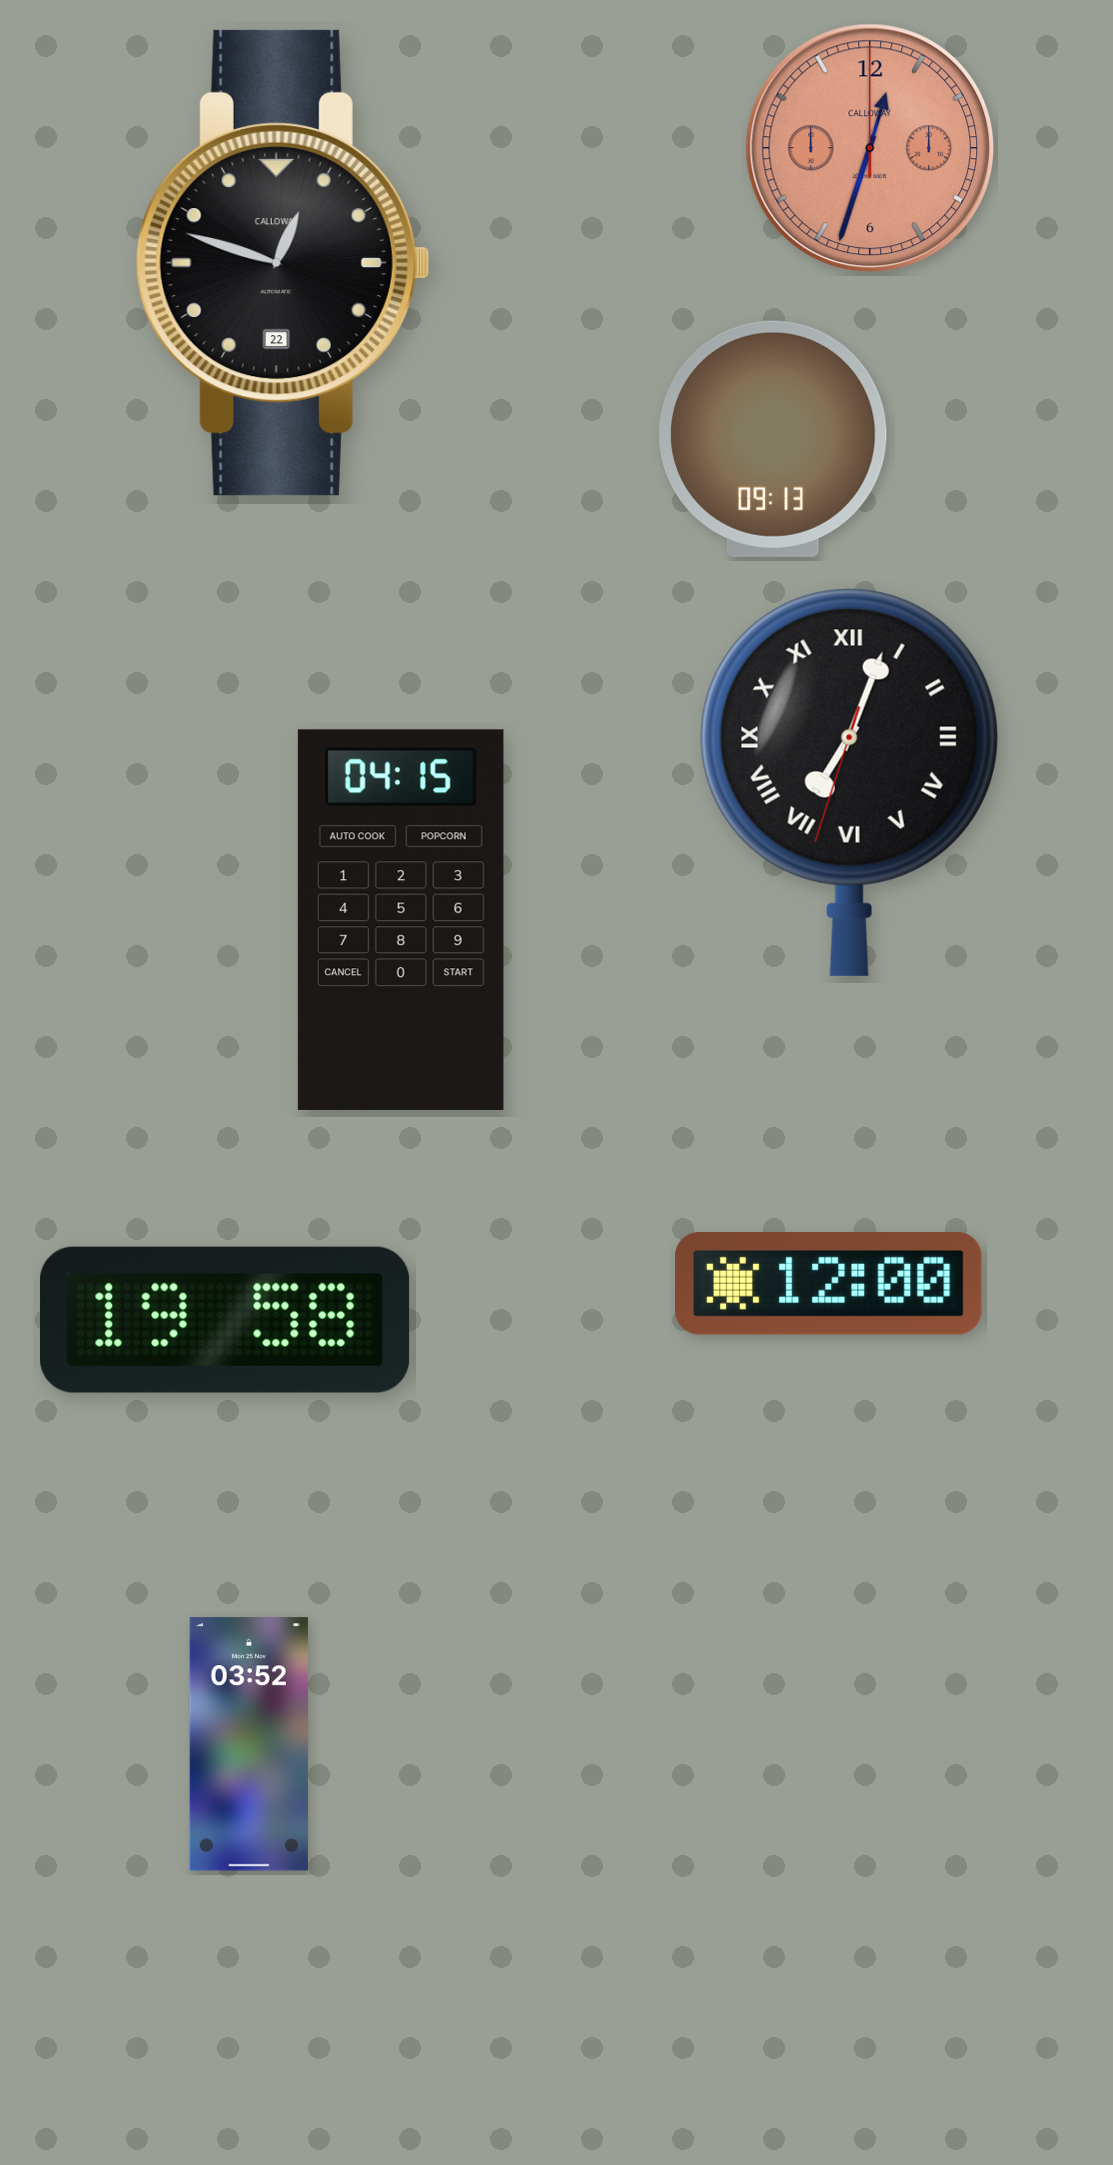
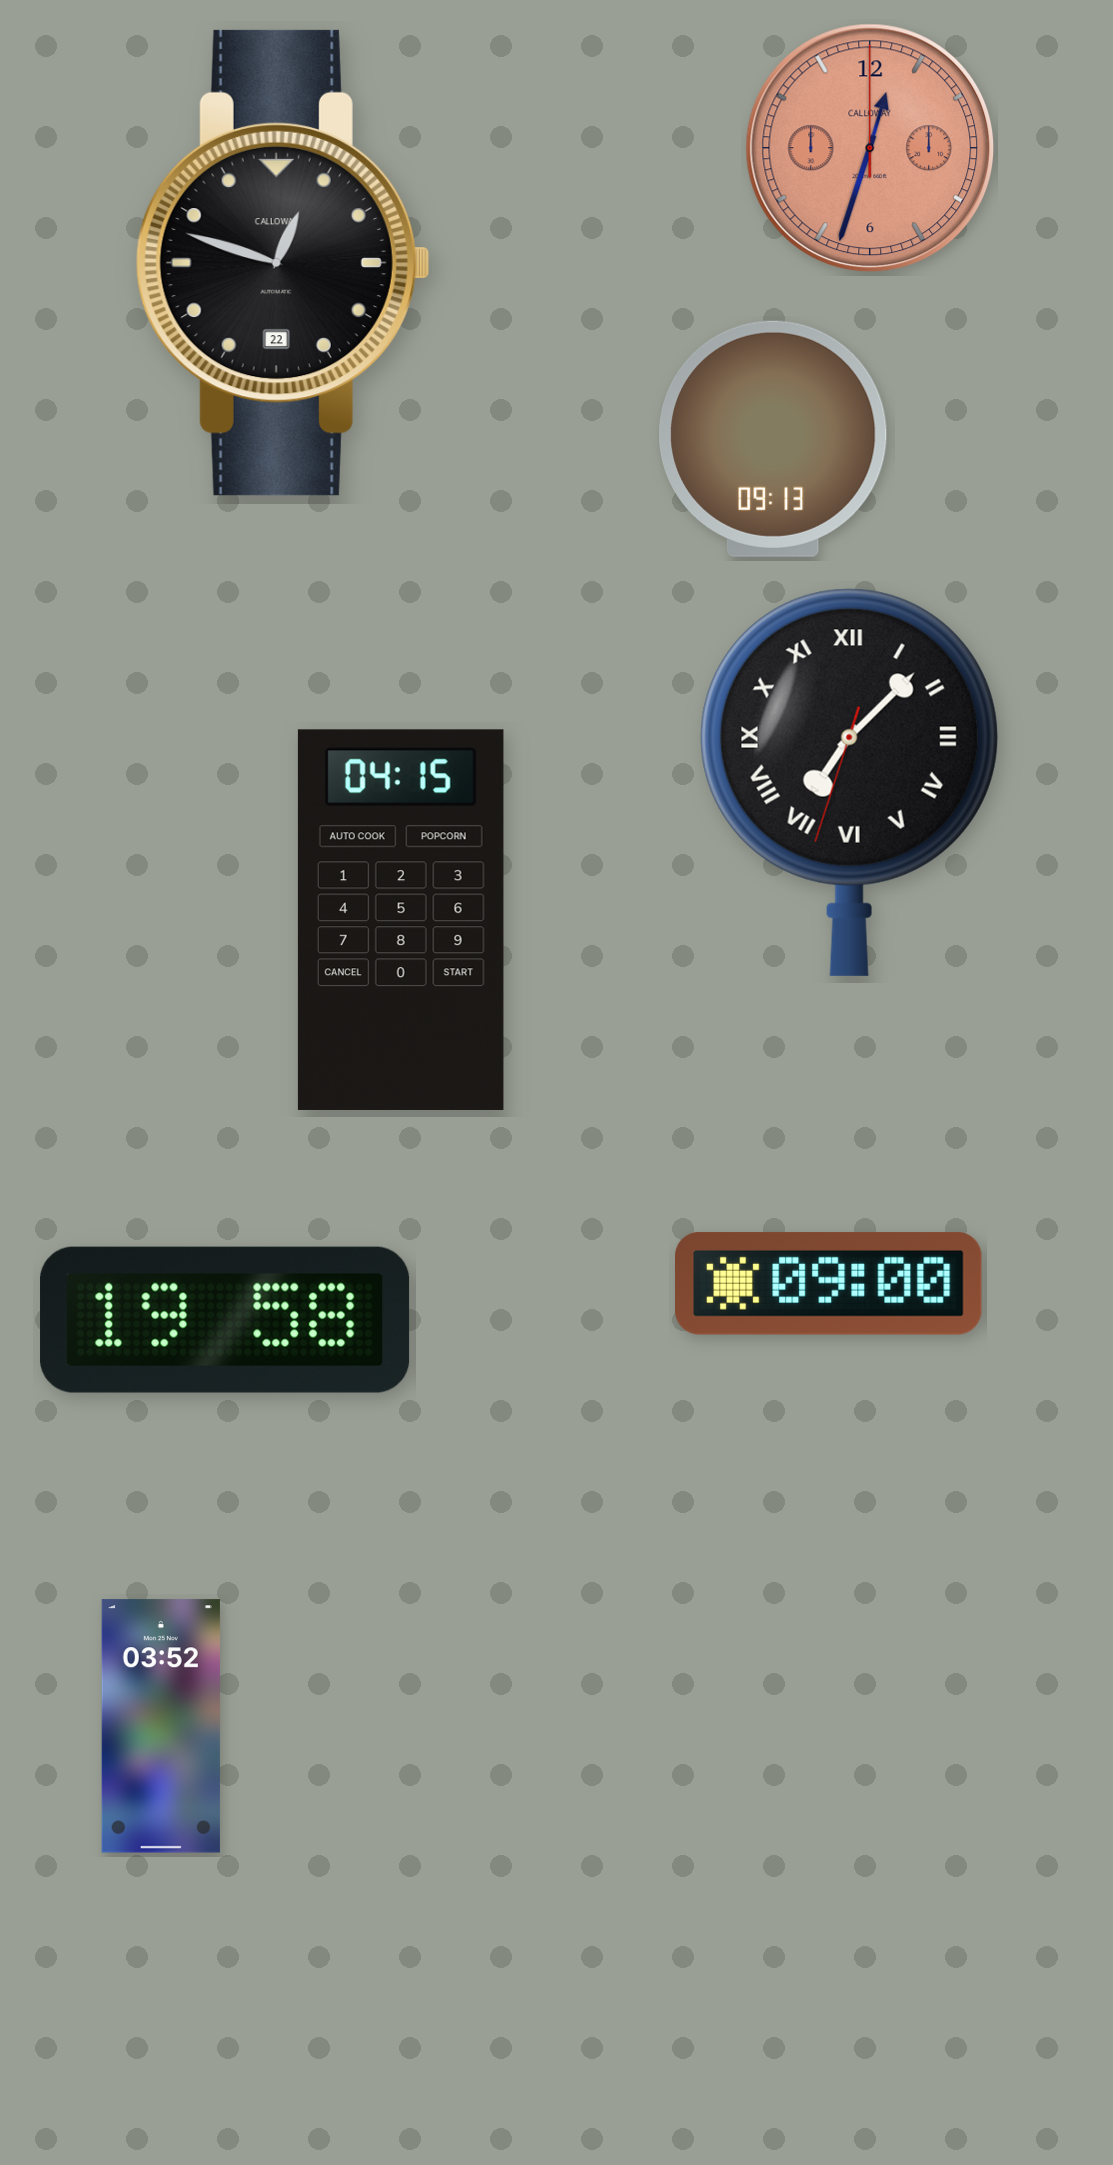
clock at (849, 782): 7:03 -> 7:07
clock at (829, 1283): 12:00 -> 09:00
clock at (249, 1744) position: (249, 1744) -> (161, 1726)
